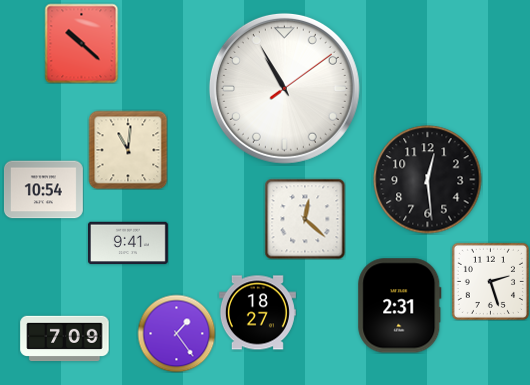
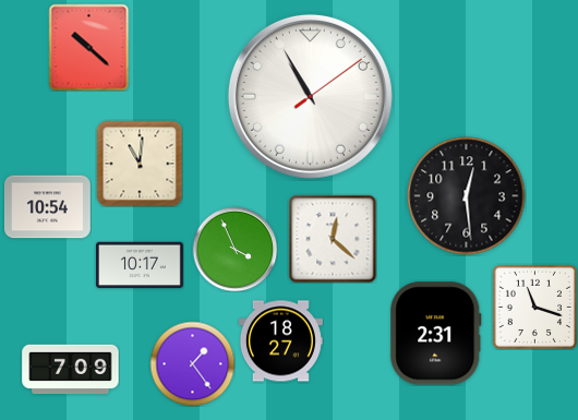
clock at (234, 249): none -> 3:56
clock at (128, 243): 9:41 -> 10:17
clock at (490, 281): 2:27 -> 11:18
